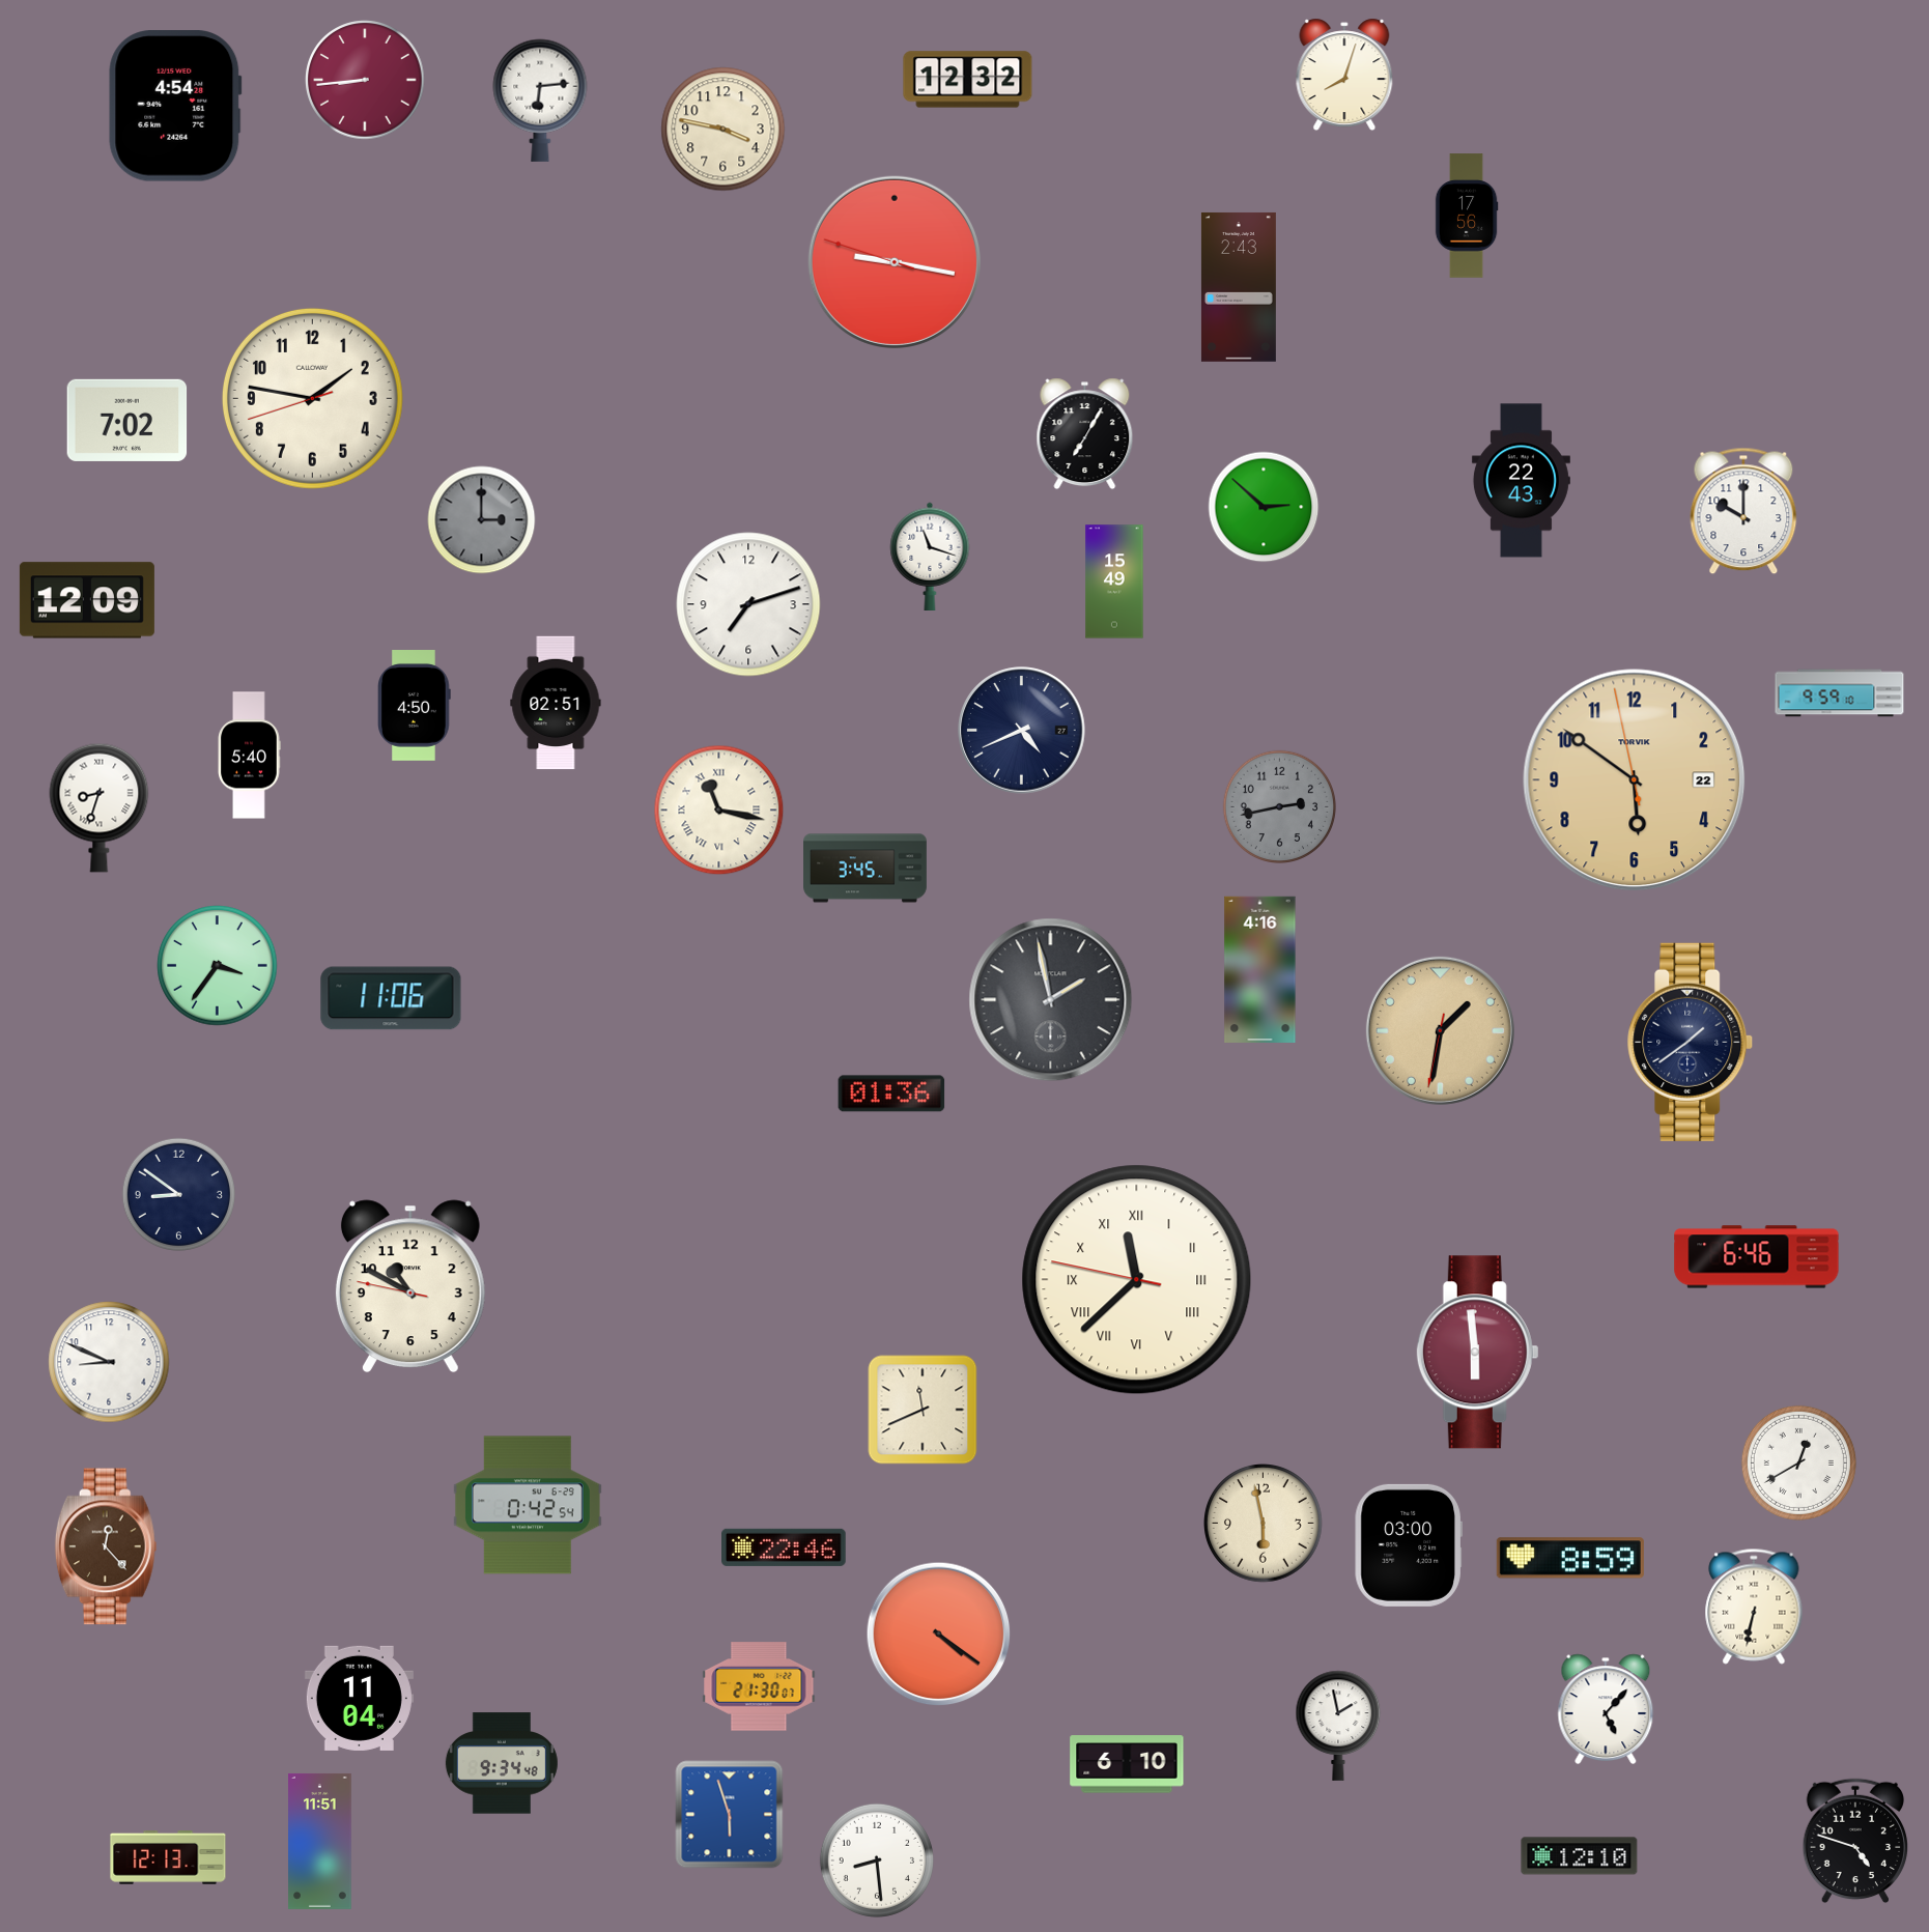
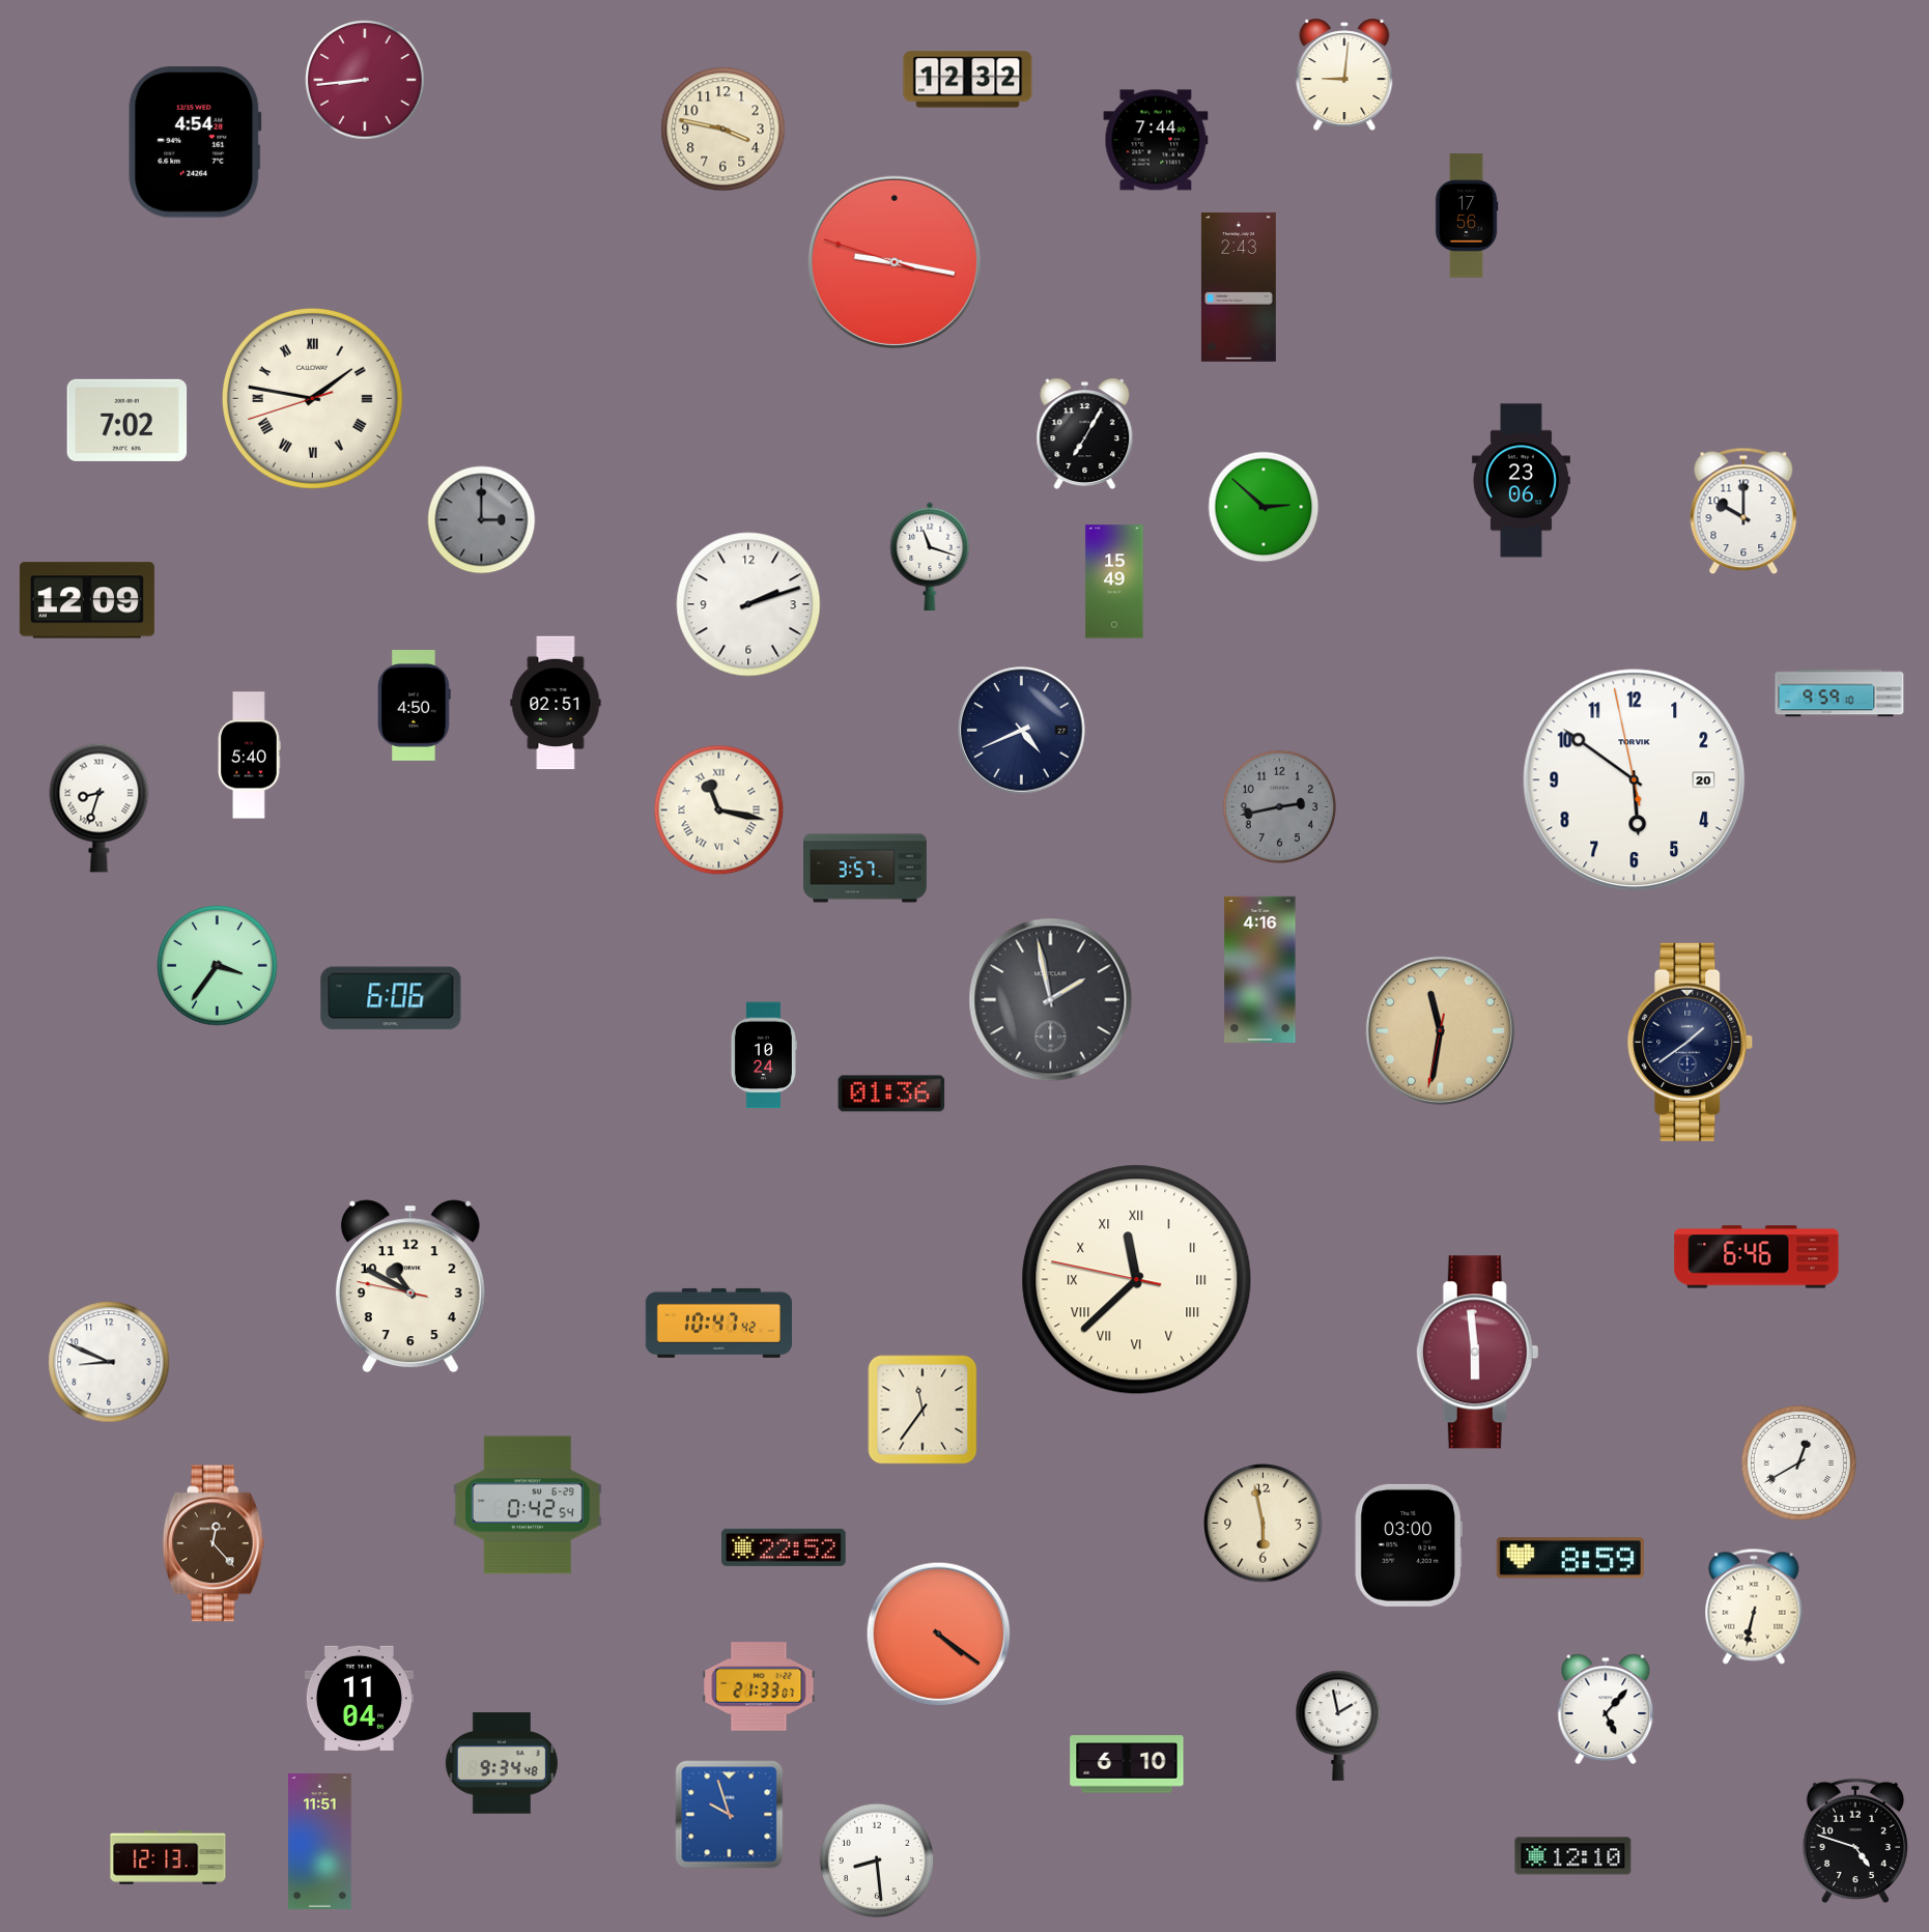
clock at (1344, 75): 8:03 -> 9:01
clock at (540, 101): 6:14 -> none
clock at (175, 106) position: (175, 106) -> (195, 142)
clock at (1156, 140): none -> 7:44
clock at (312, 398) numerals: Arabic -> Roman
clock at (1521, 481): 22:43 -> 23:06
clock at (748, 604): 7:12 -> 2:12
clock at (1635, 780) date: 22 -> 20
clock at (1635, 780) dial: champagne -> white
clock at (866, 869): 3:45 -> 3:57
clock at (391, 998): 11:06 -> 6:06
clock at (1440, 1030): 1:31 -> 11:31
clock at (764, 1055): none -> 10:24
clock at (178, 1194): 8:51 -> none
clock at (718, 1323): none -> 10:47
clock at (923, 1410): 11:41 -> 11:36
clock at (106, 1546) position: (106, 1546) -> (214, 1543)
clock at (784, 1547): 22:46 -> 22:52
clock at (759, 1686): 21:30 -> 21:33
clock at (730, 1815): 5:57 -> 9:57
clock at (1580, 1856) position: (1580, 1856) -> (1573, 1856)
